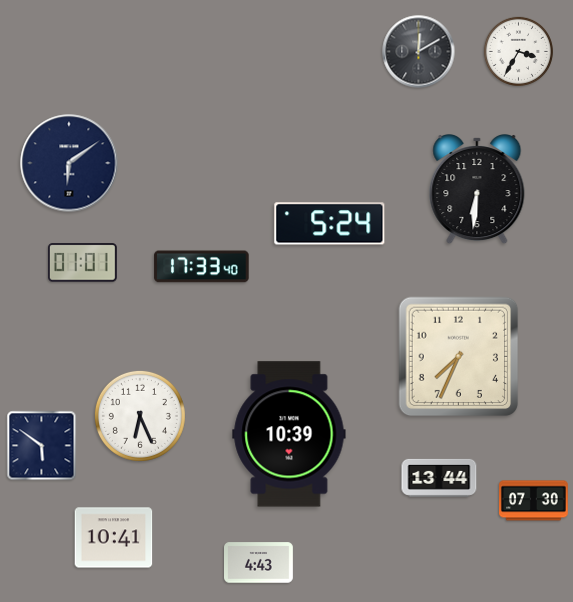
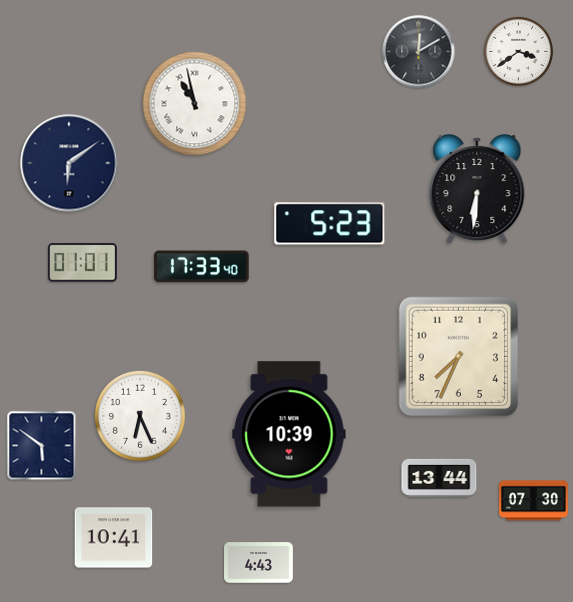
clock at (518, 51): 3:35 -> 3:39
clock at (195, 104): none -> 10:58
clock at (330, 224): 5:24 -> 5:23
